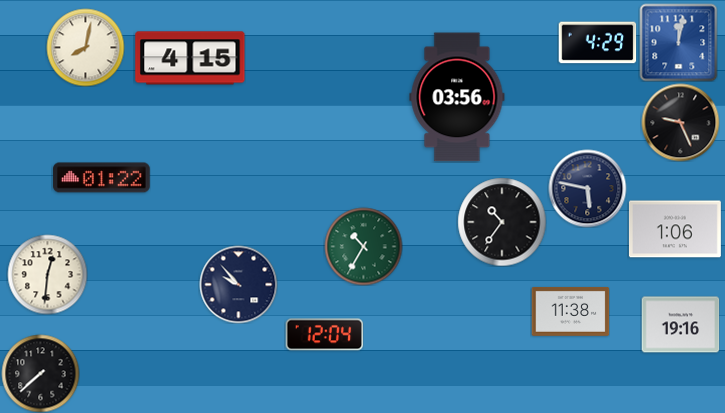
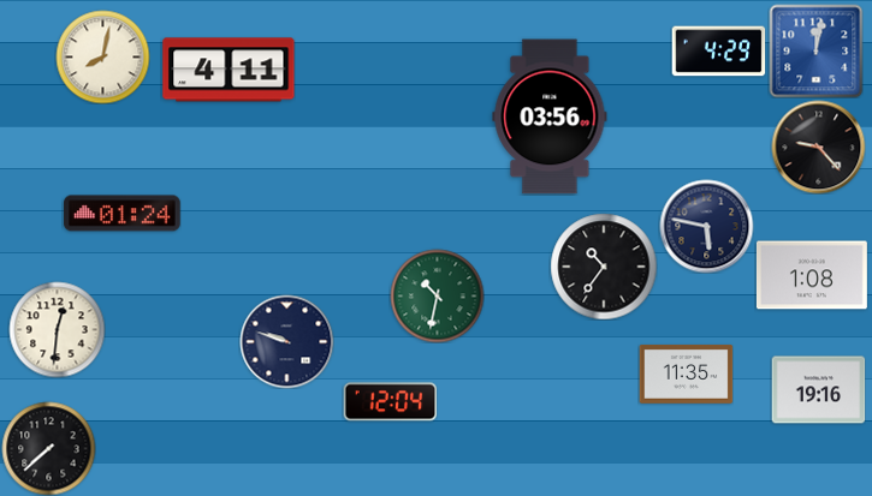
clock at (190, 58): 4:15 -> 4:11
clock at (680, 122): 9:26 -> 9:23
clock at (102, 178): 01:22 -> 01:24
clock at (675, 229): 1:06 -> 1:08
clock at (363, 246): 10:35 -> 10:32
clock at (238, 284): 9:53 -> 9:48
clock at (570, 311): 11:38 -> 11:35
